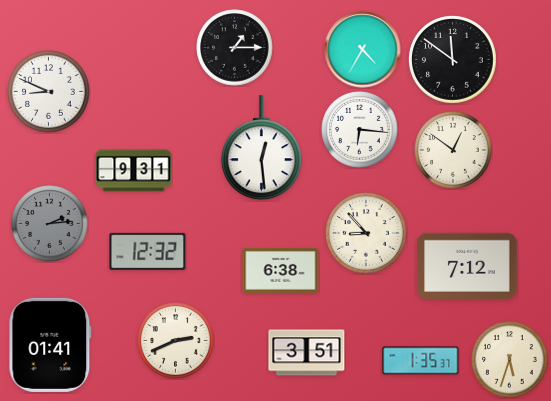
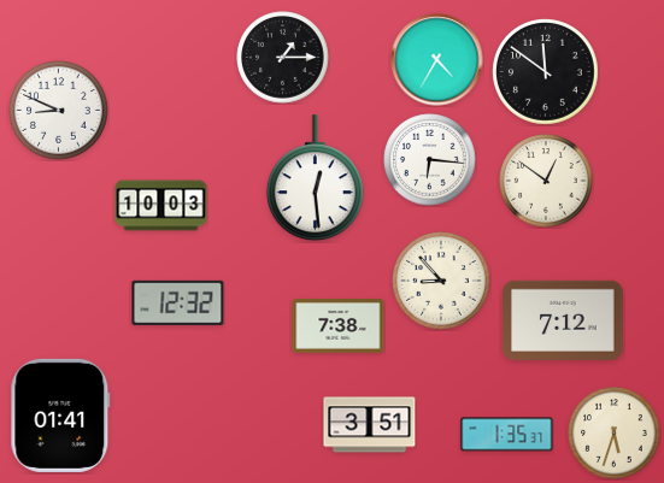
clock at (360, 130) position: (360, 130) -> (430, 160)
clock at (134, 171): 9:31 -> 10:03
clock at (50, 224): 2:14 -> none
clock at (281, 271): 6:38 -> 7:38
clock at (176, 341): 2:41 -> none
